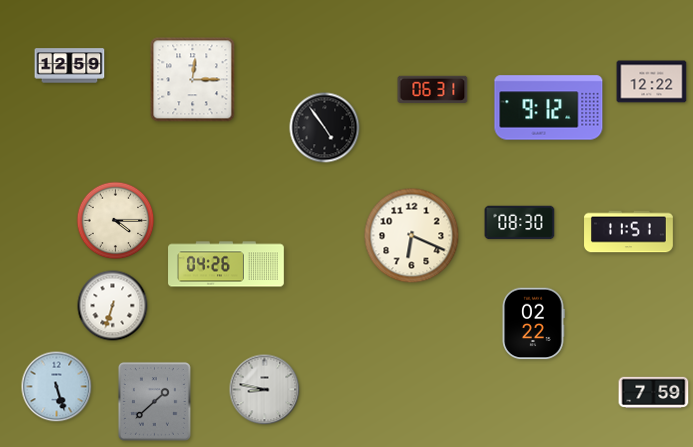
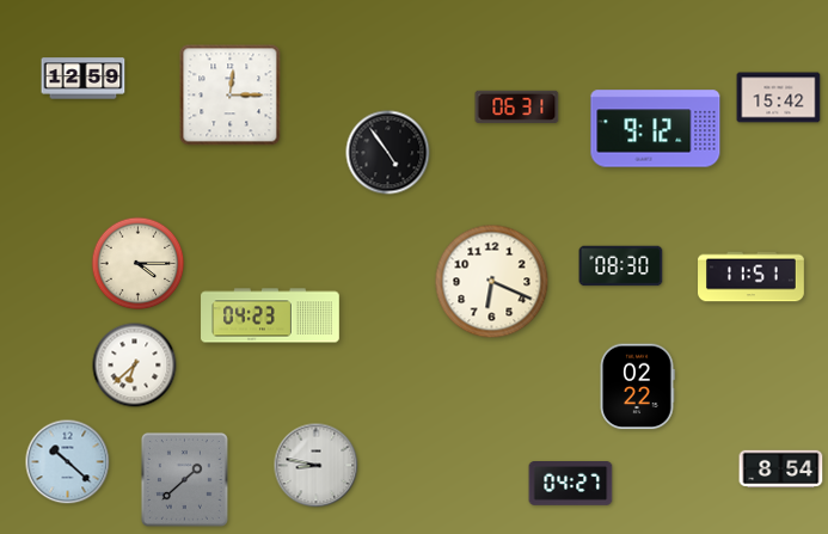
clock at (652, 82): 12:22 -> 15:42
clock at (226, 264): 04:26 -> 04:23
clock at (113, 306): 6:33 -> 6:38
clock at (57, 387): 5:27 -> 10:22
clock at (654, 393): 7:59 -> 8:54
clock at (571, 484): none -> 04:27
